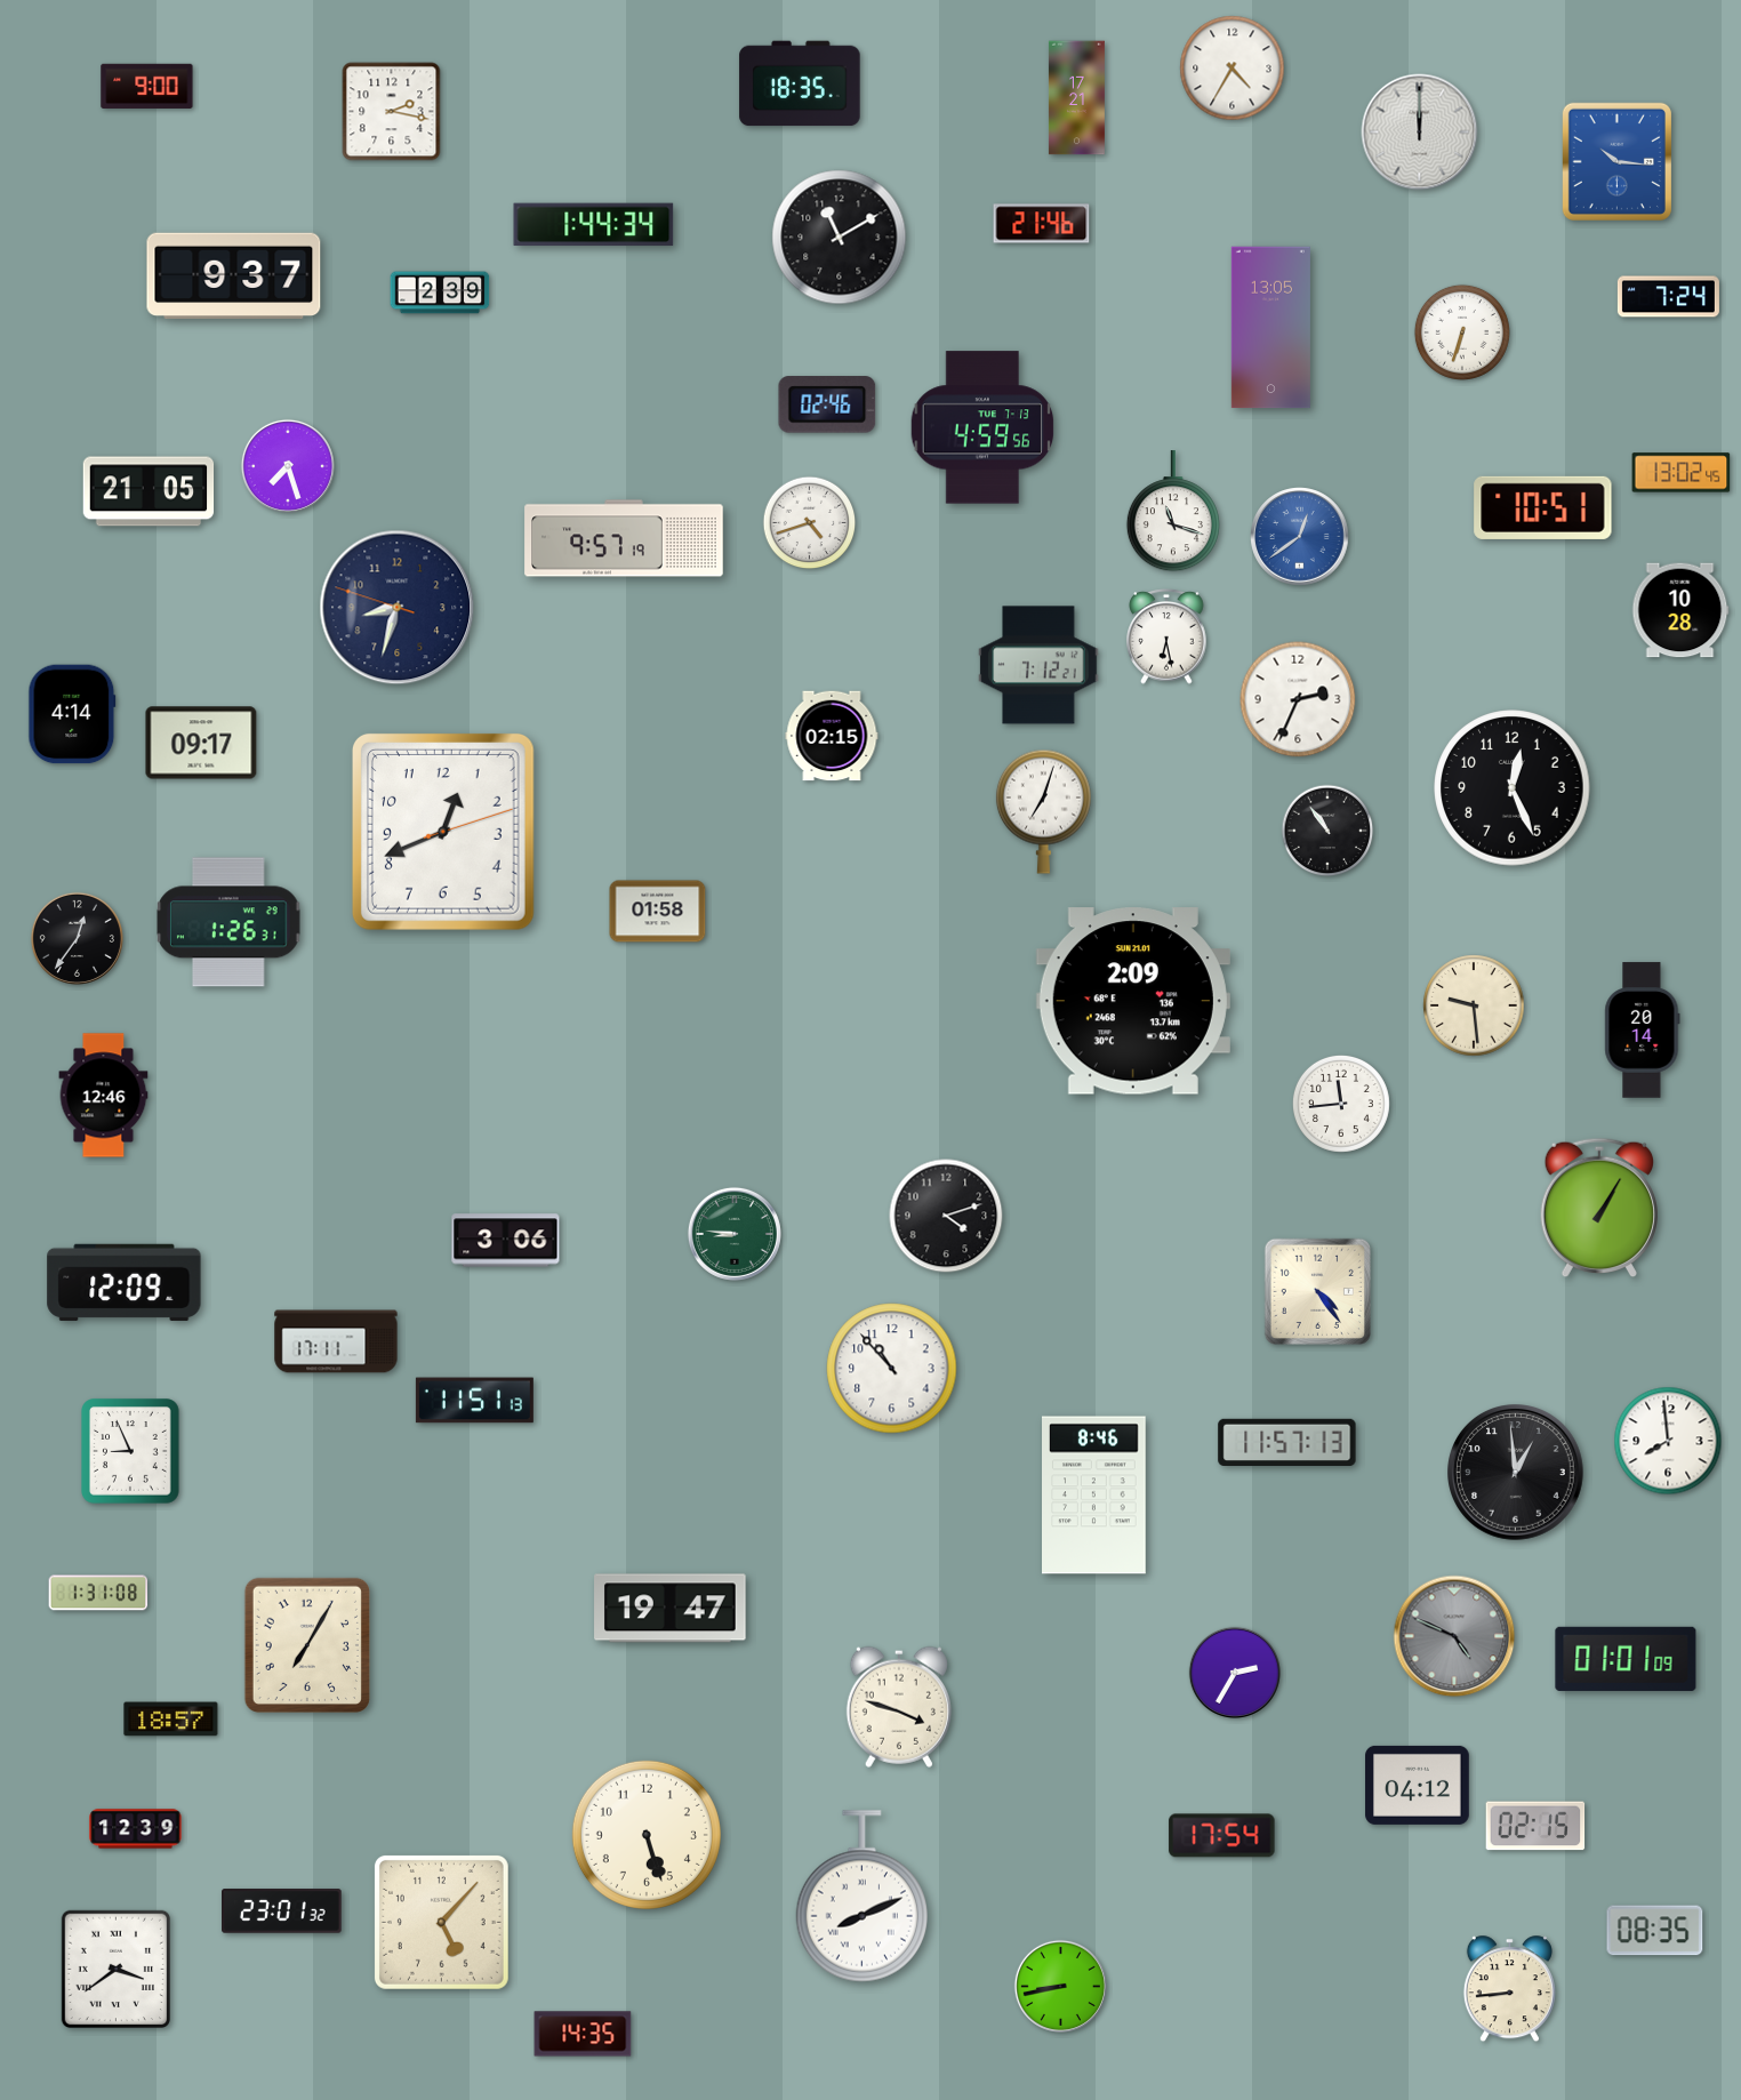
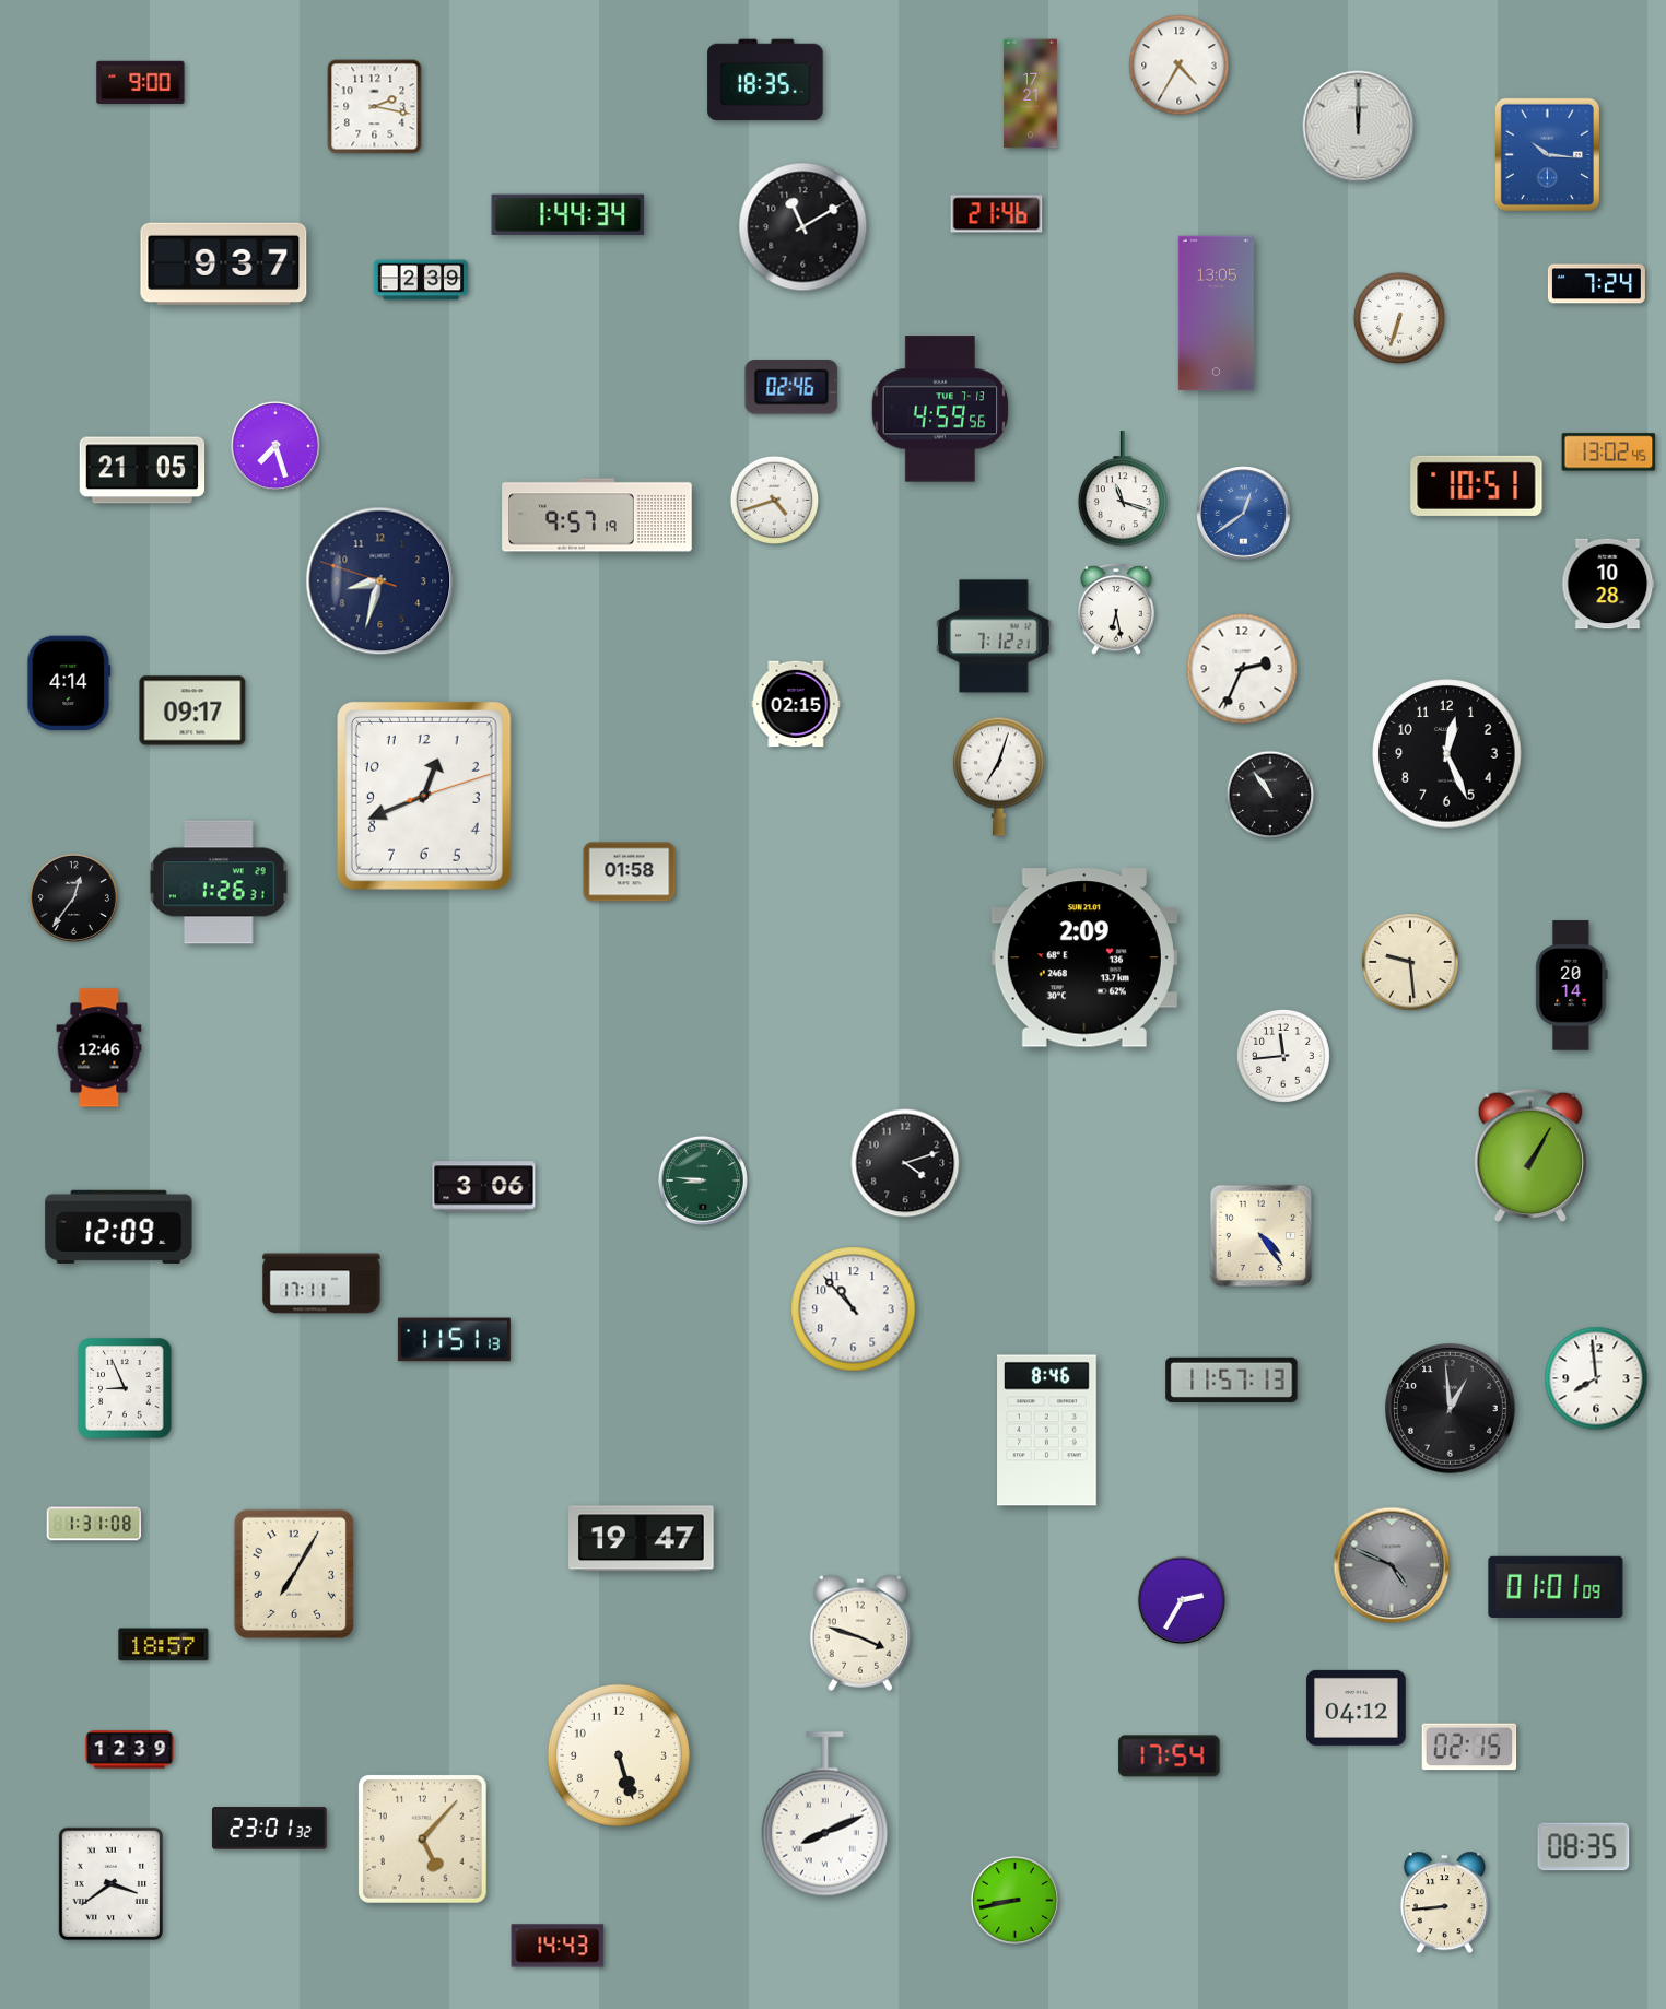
clock at (583, 2034): 14:35 -> 14:43
